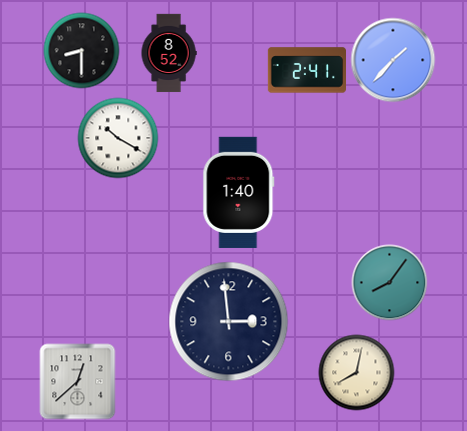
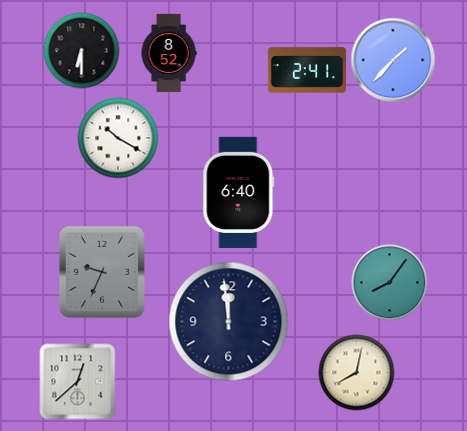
clock at (82, 51): 8:30 -> 6:30
clock at (239, 192): 1:40 -> 6:40
clock at (102, 272): none -> 9:34
clock at (229, 322): 2:59 -> 11:59
